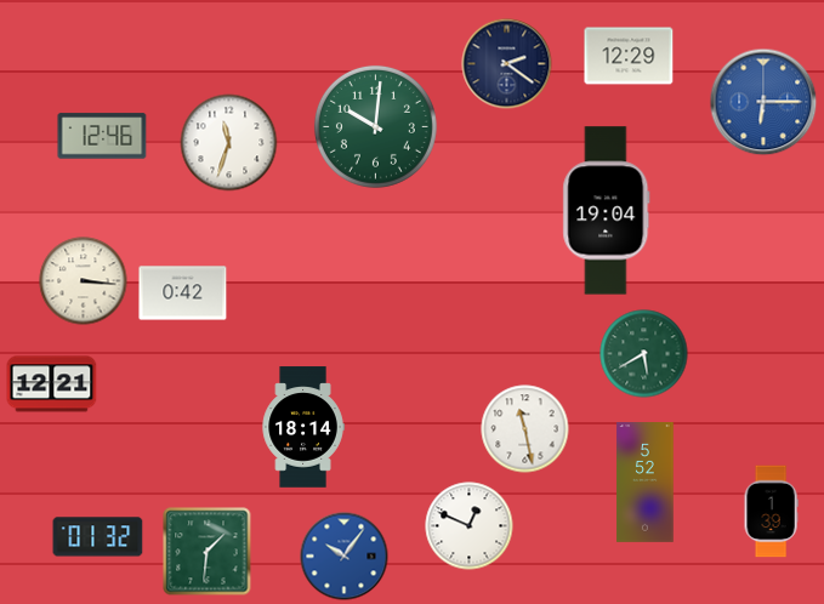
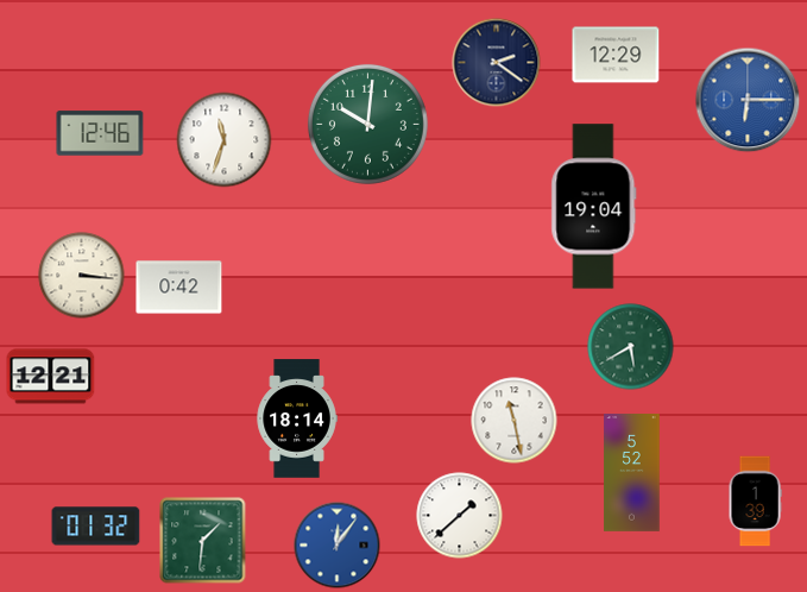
clock at (470, 526): 12:49 -> 1:38
clock at (345, 557): 10:06 -> 12:06
